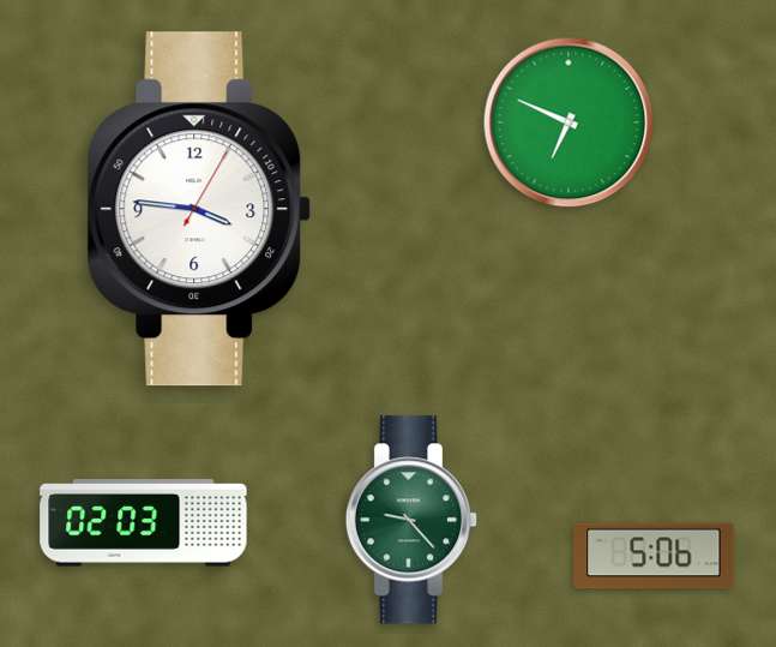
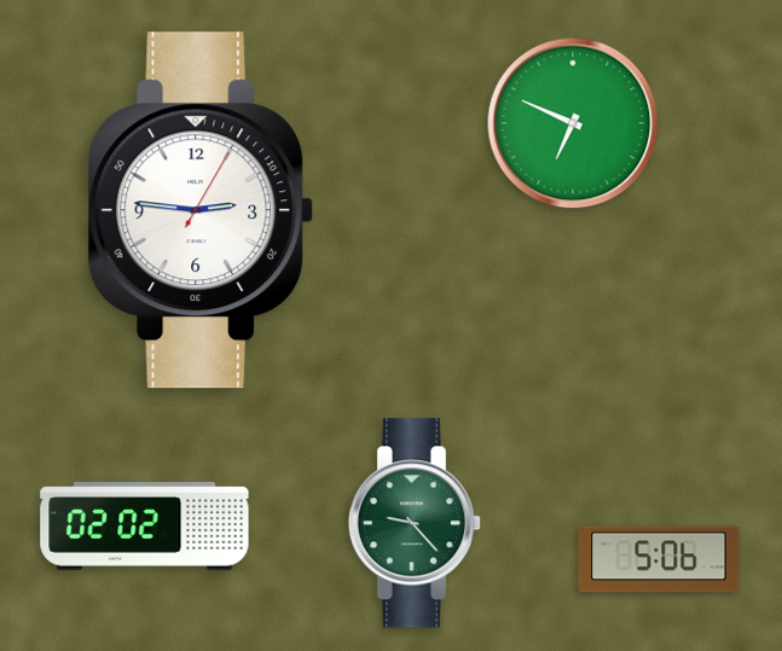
clock at (199, 209): 3:46 -> 2:46
clock at (144, 523): 02:03 -> 02:02
